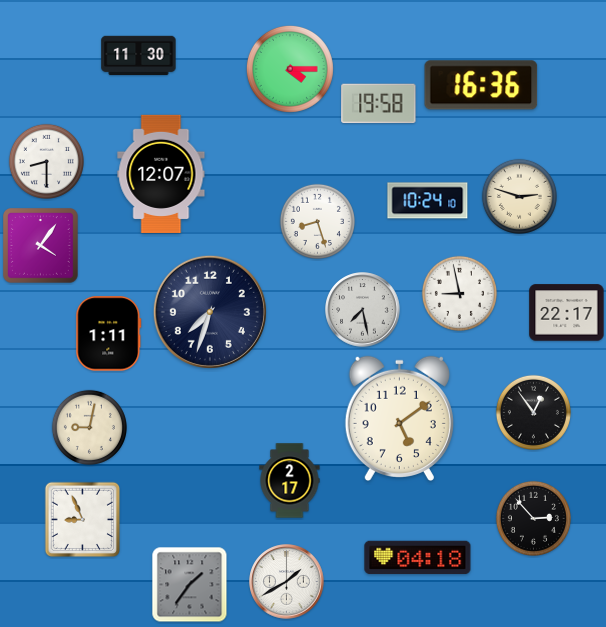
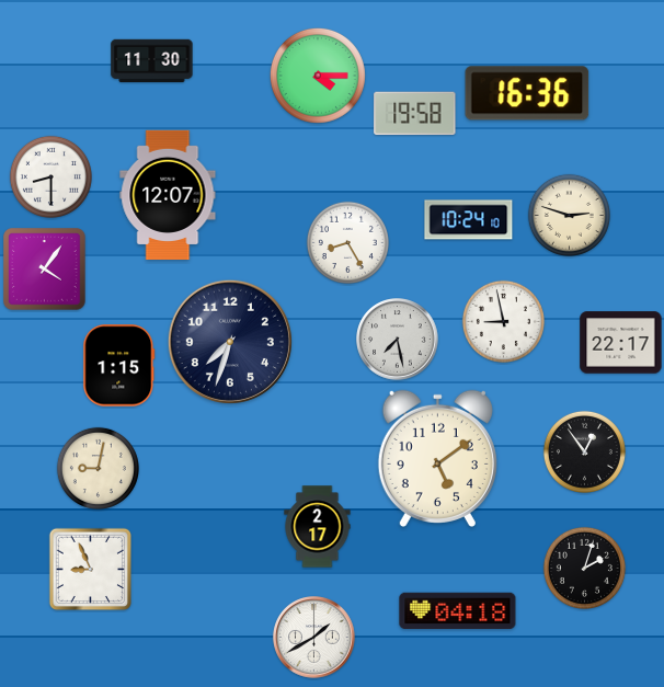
clock at (161, 173) position: (161, 173) -> (168, 194)
clock at (317, 221): 8:27 -> 8:25
clock at (109, 334): 1:11 -> 1:15
clock at (533, 518): 2:53 -> 2:03
clock at (190, 585): 1:36 -> none
